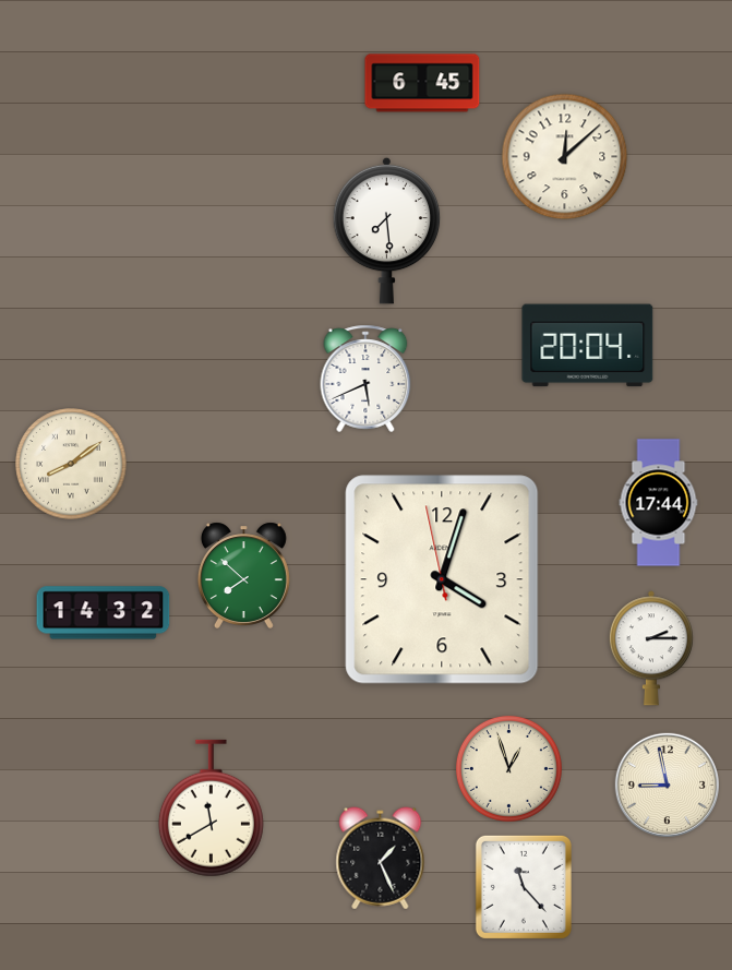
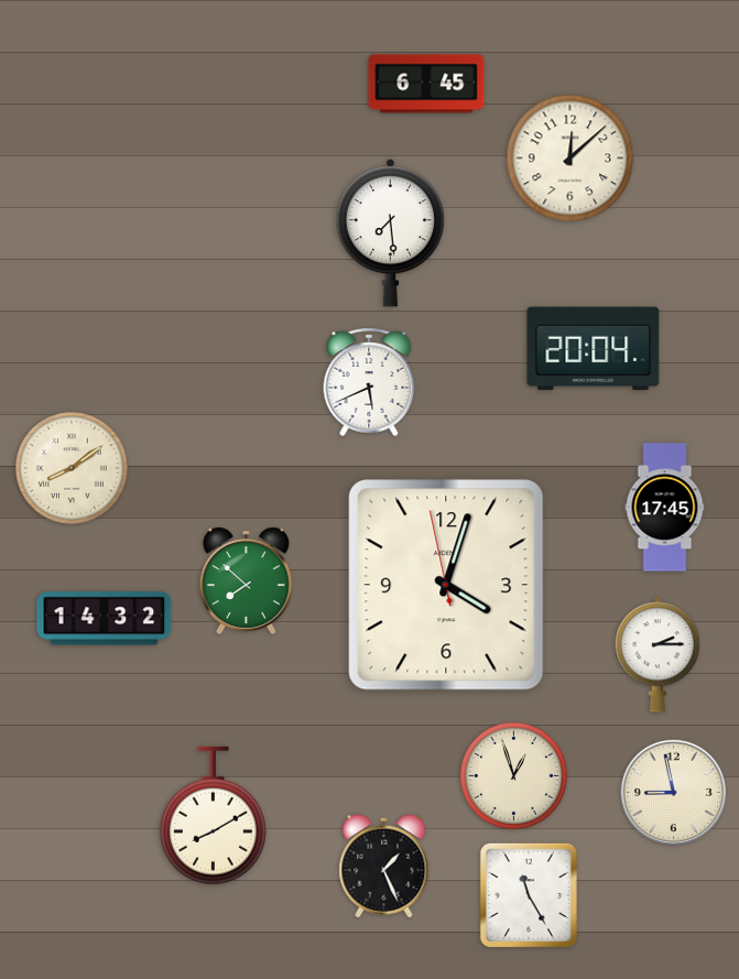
clock at (659, 503): 17:44 -> 17:45
clock at (211, 809): 11:40 -> 8:10
clock at (524, 887): 11:23 -> 11:25
